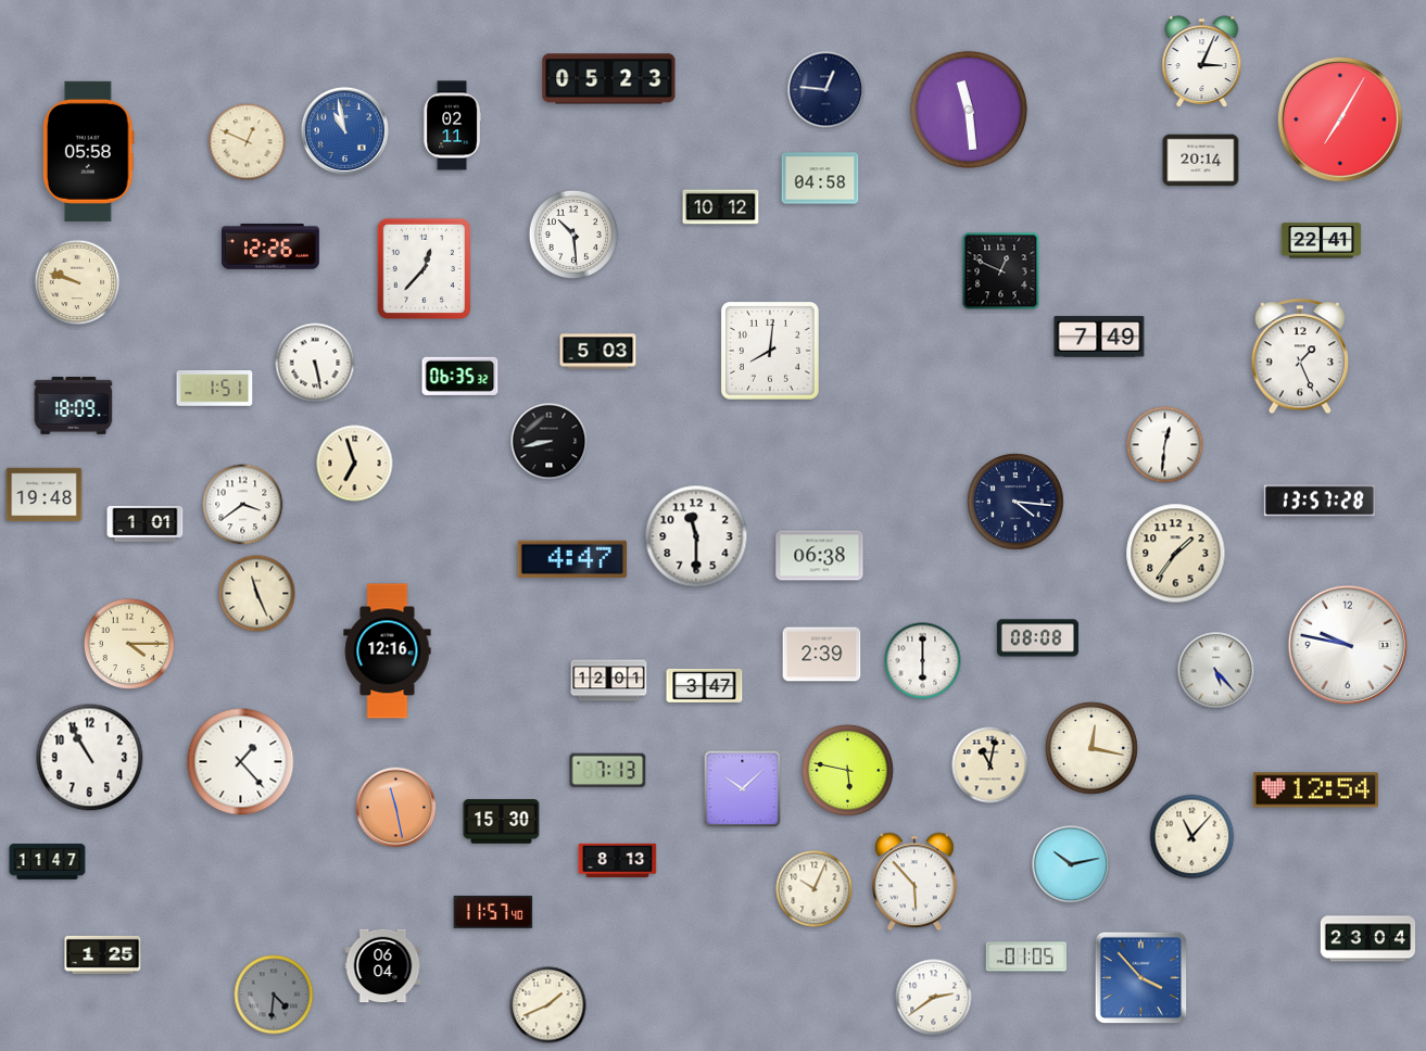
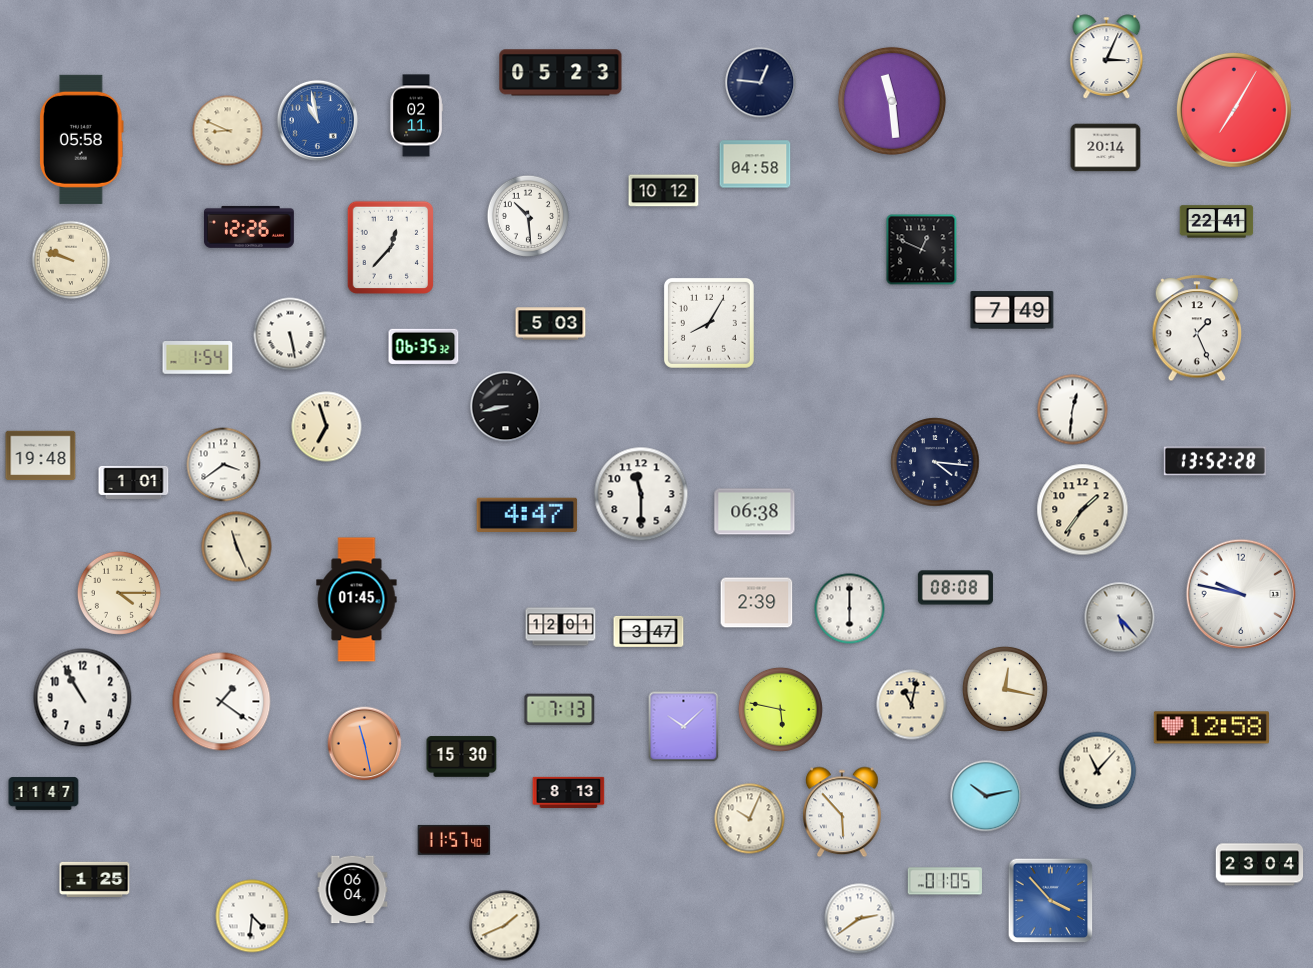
clock at (248, 142): 12:49 -> 8:49
clock at (770, 351): 8:01 -> 8:05
clock at (215, 389): 1:51 -> 1:54
clock at (74, 406): 18:09 -> none
clock at (1320, 501): 13:57 -> 13:52
clock at (388, 651): 12:16 -> 01:45
clock at (241, 762): 1:23 -> 1:21
clock at (1315, 790): 12:54 -> 12:58
clock at (274, 995) dial: grey -> white
